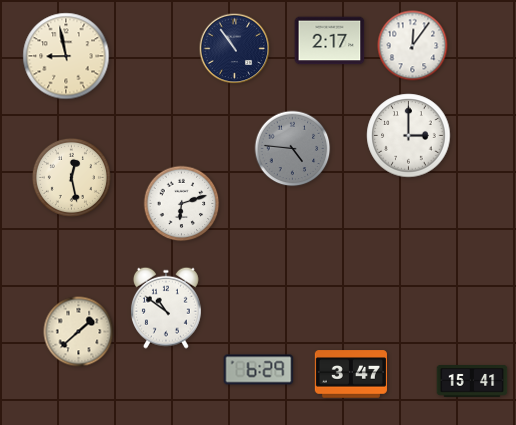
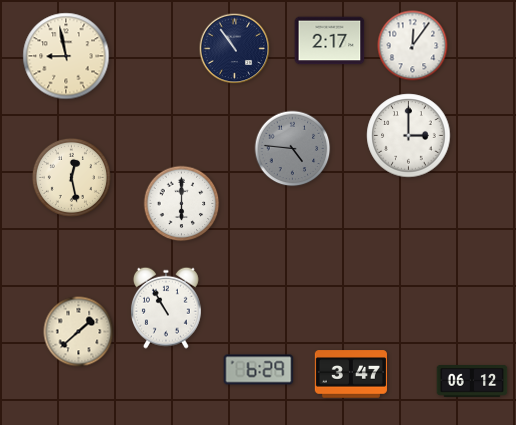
clock at (182, 204): 6:12 -> 6:00
clock at (166, 308): 10:51 -> 10:55
clock at (472, 382): 15:41 -> 06:12
